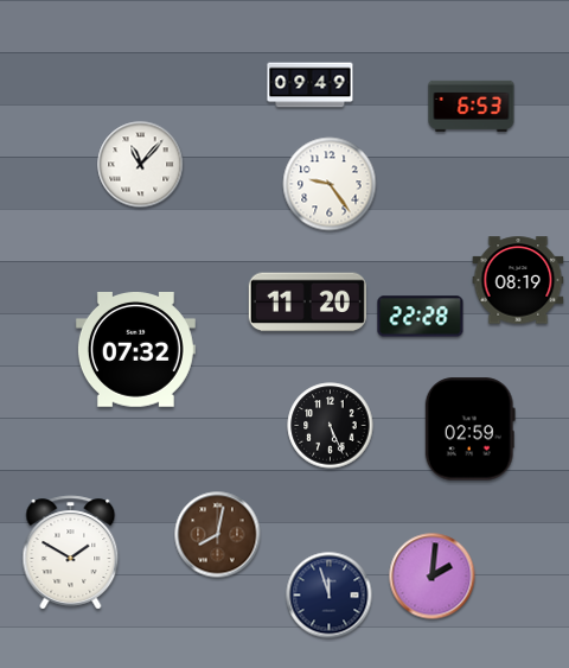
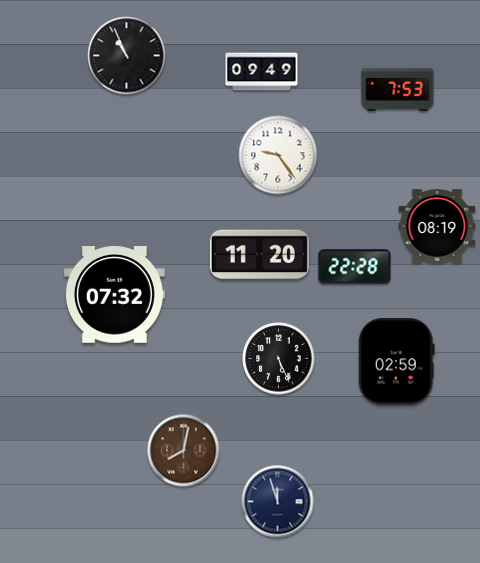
clock at (127, 56): none -> 10:56
clock at (472, 106): 6:53 -> 7:53
clock at (141, 165): 11:07 -> none
clock at (518, 280) position: (518, 280) -> (437, 226)
clock at (71, 553): 1:50 -> none
clock at (433, 577): 2:01 -> none
